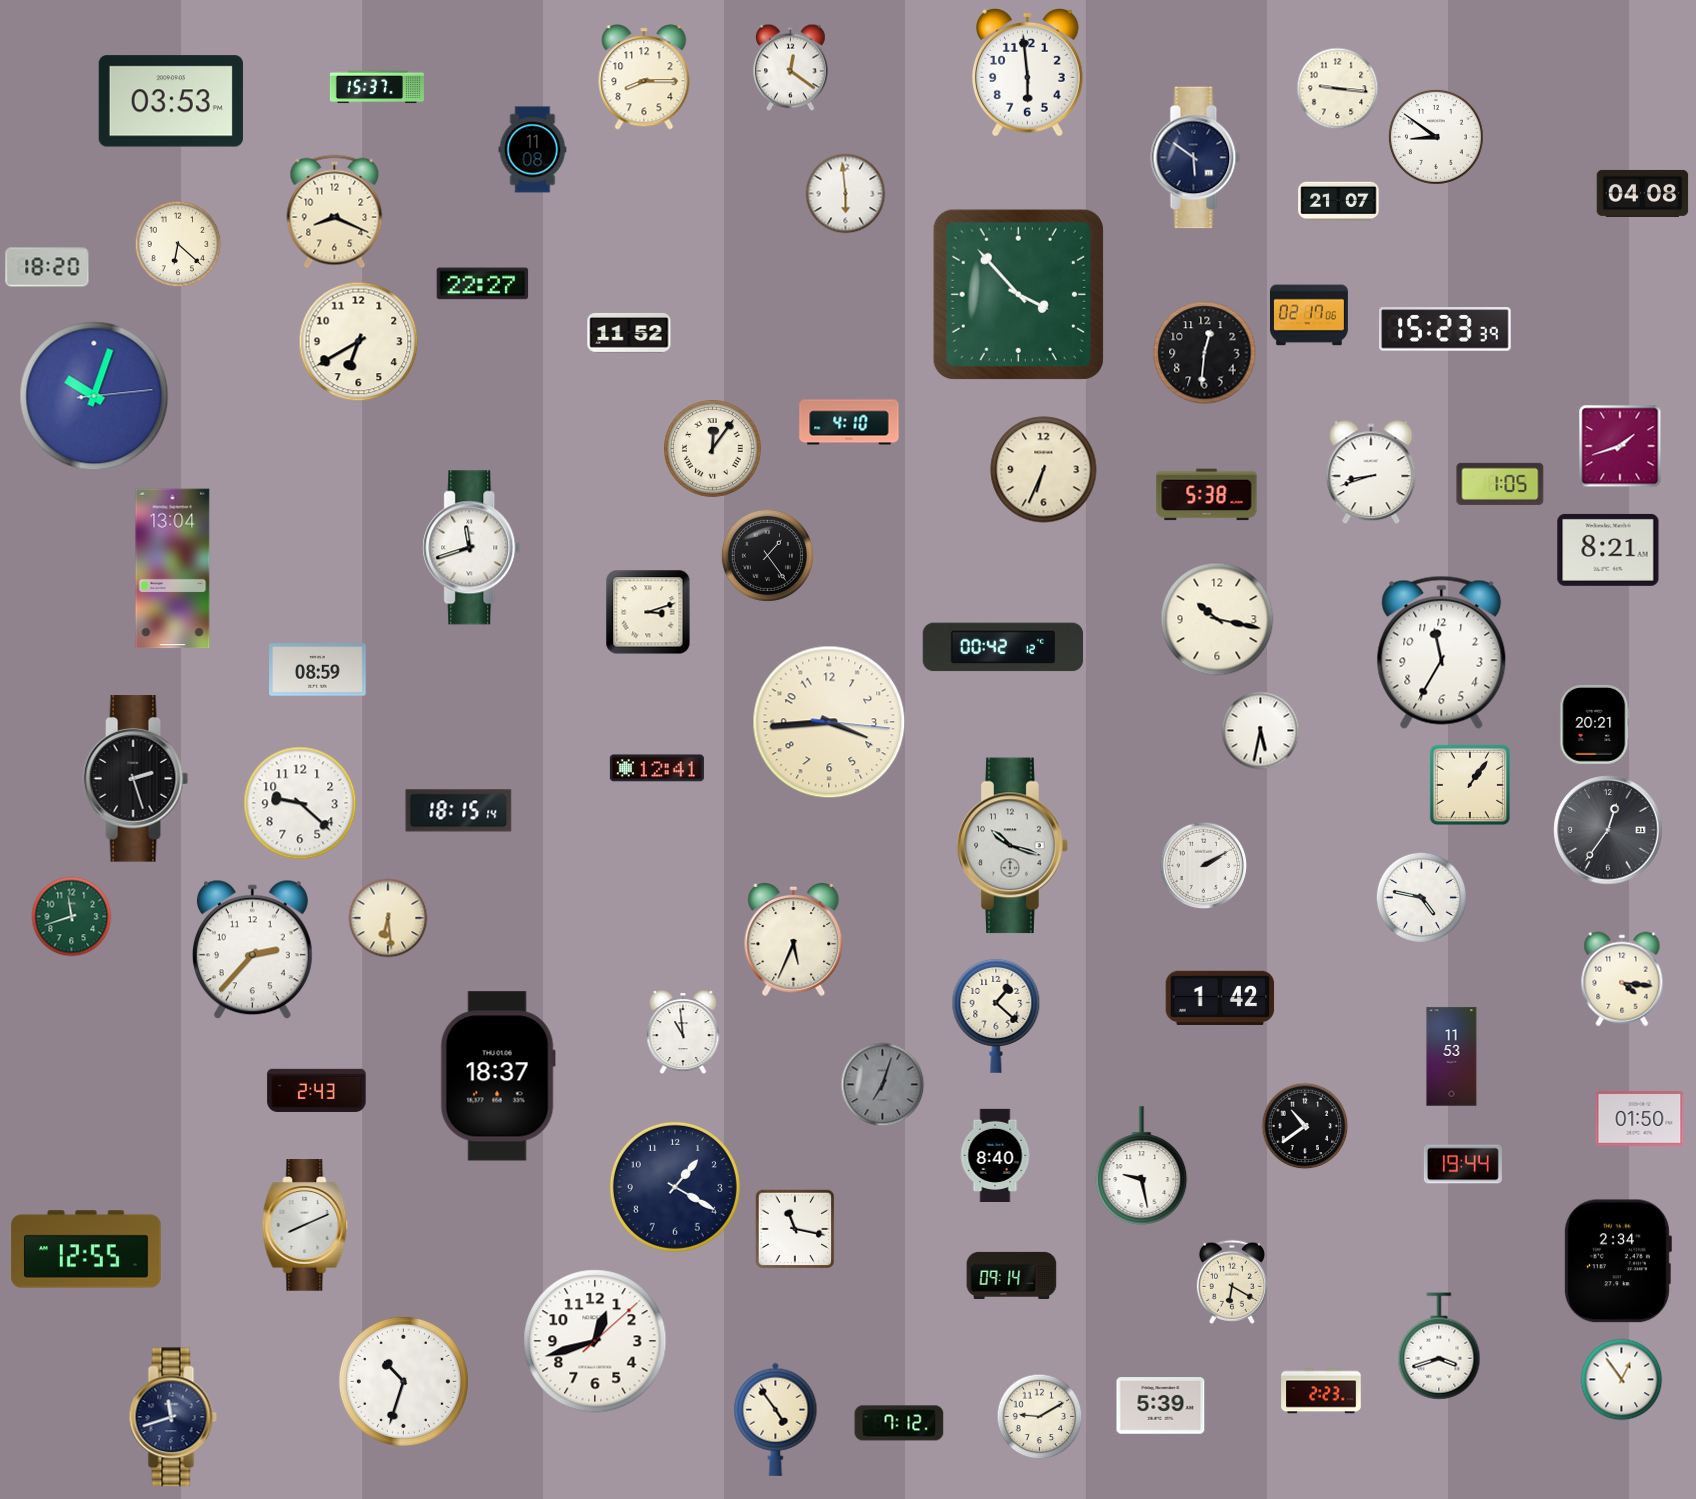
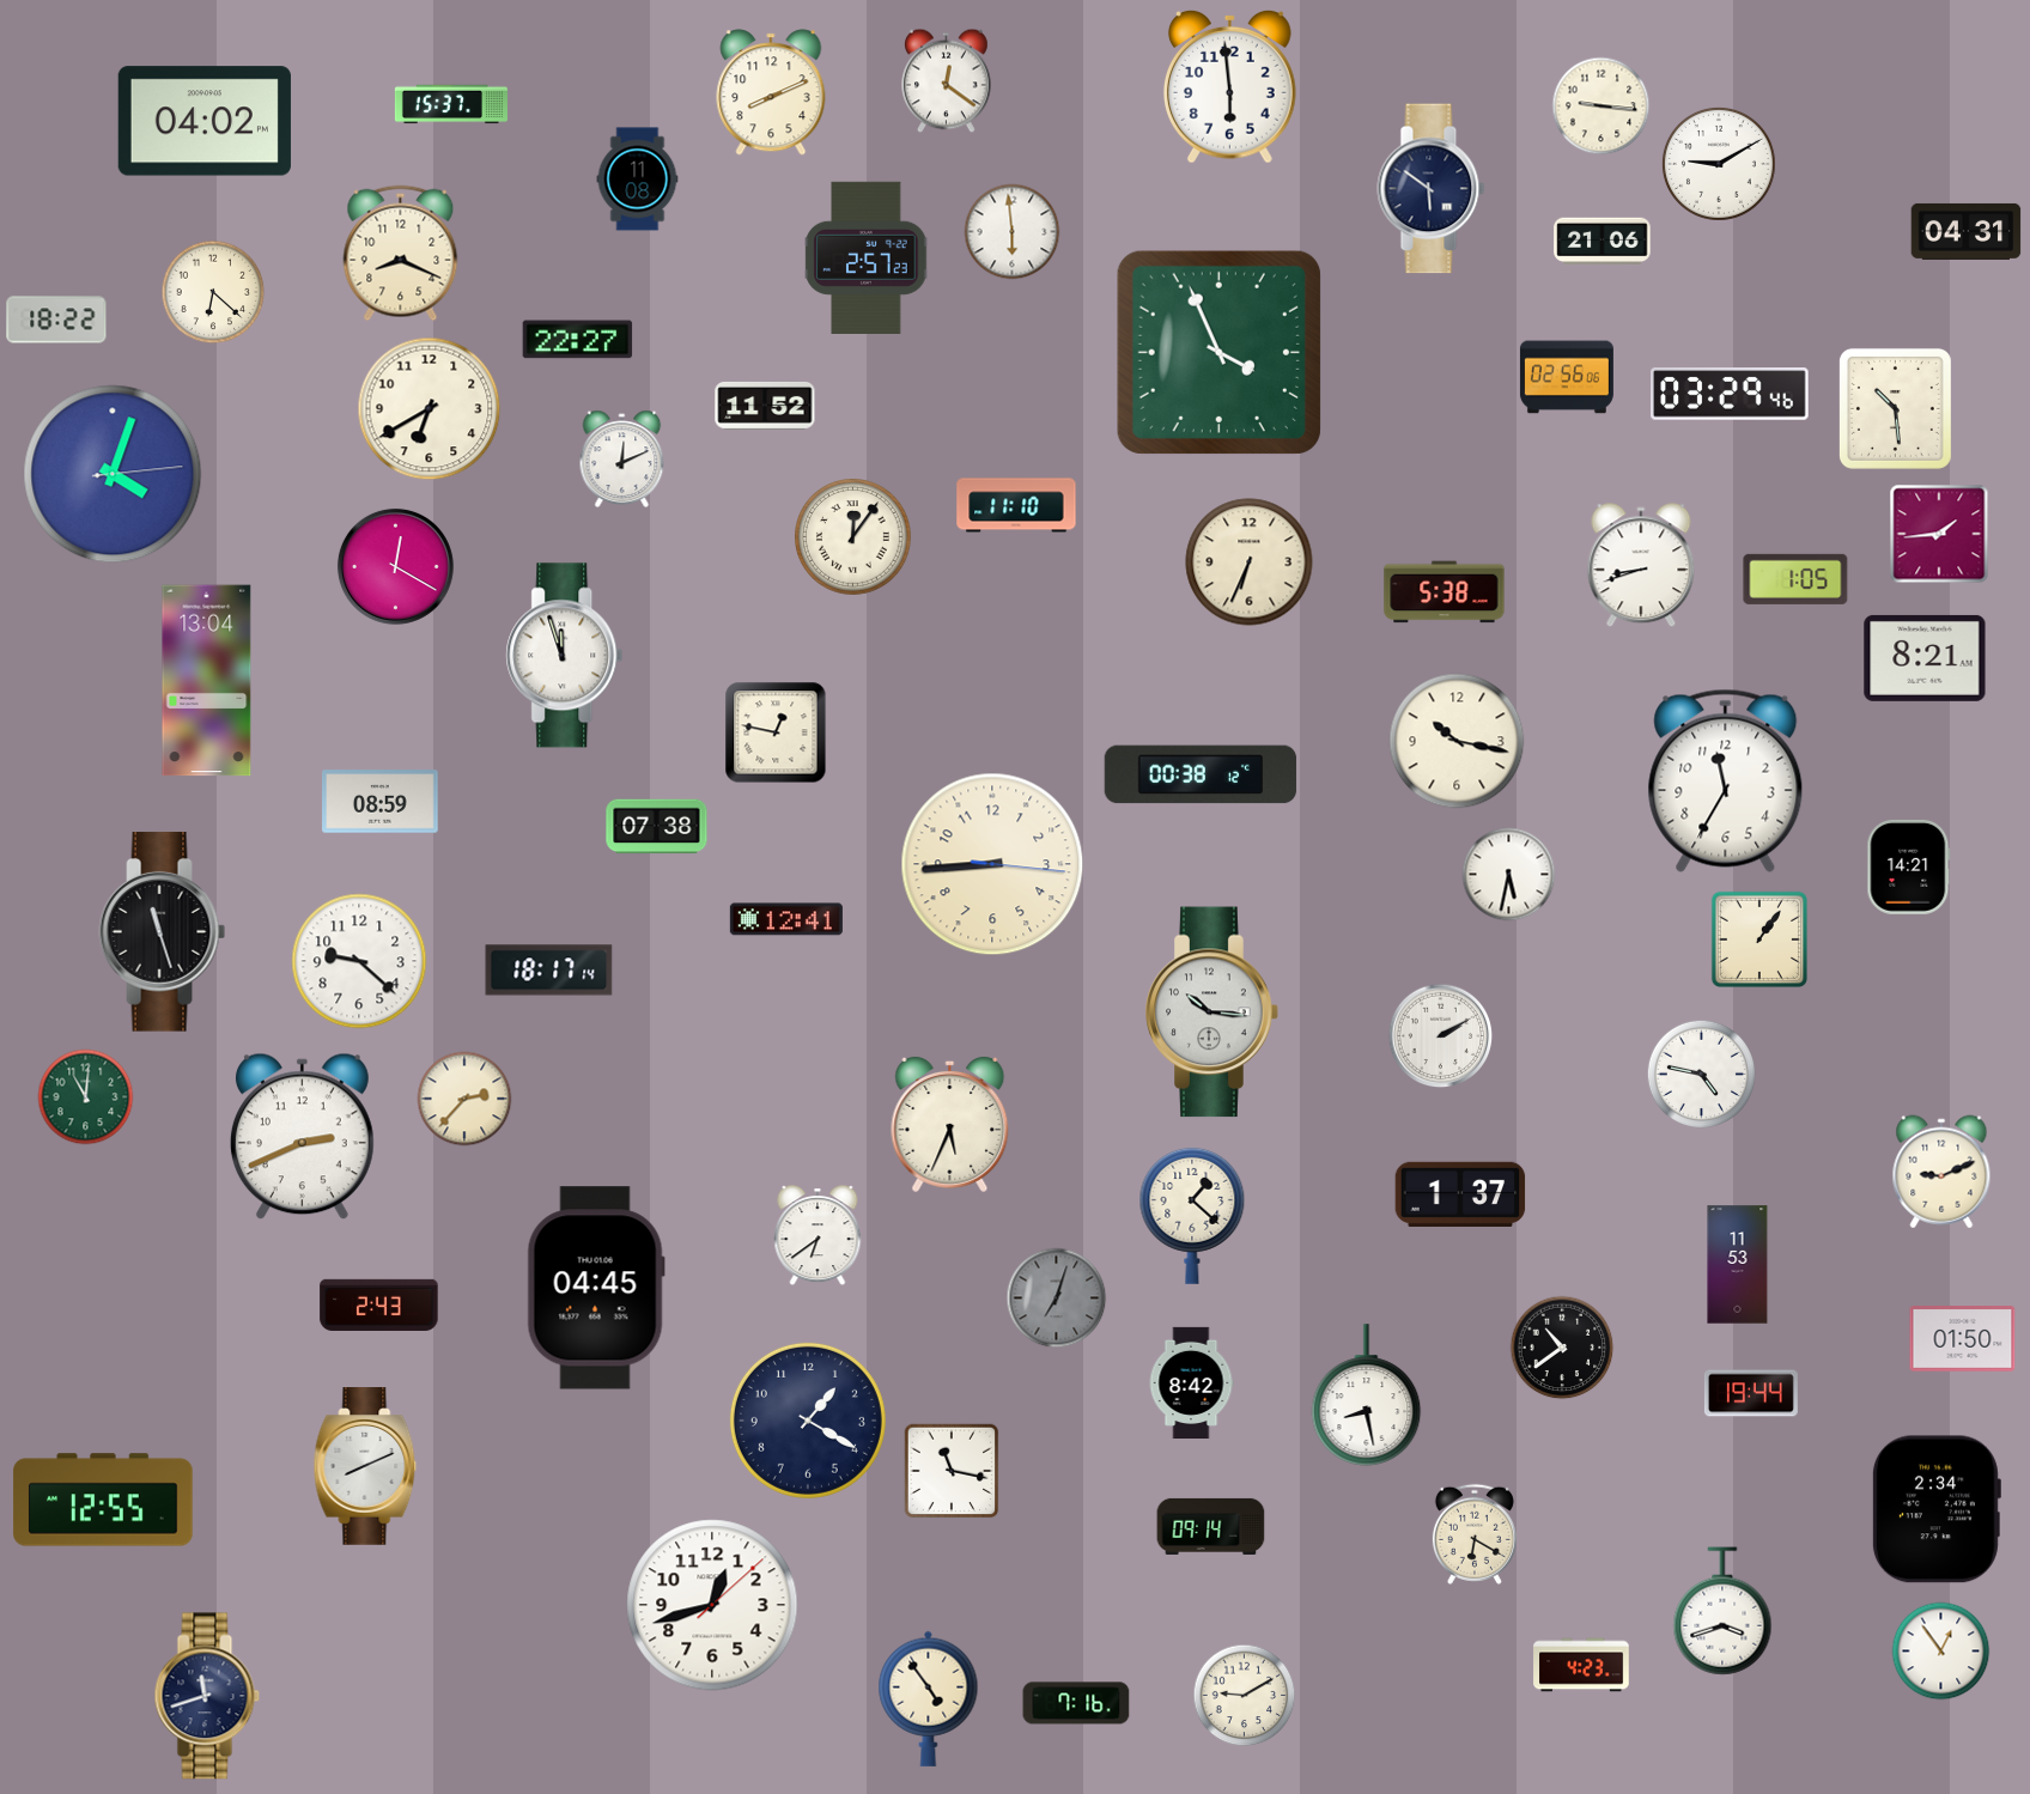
clock at (644, 77): 8:15 -> 8:11
clock at (171, 101): 03:53 -> 04:02
clock at (1436, 137): 8:51 -> 9:10
clock at (1643, 193): 04:08 -> 04:31
clock at (1339, 202): 21:07 -> 21:06
clock at (867, 257): none -> 2:57
clock at (47, 267): 18:20 -> 18:22
clock at (1018, 294): 3:53 -> 3:56
clock at (1309, 315): 02:17 -> 02:56
clock at (1445, 329): 15:23 -> 03:29
clock at (629, 333) position: (629, 333) -> (765, 406)
clock at (1895, 408): none -> 10:29
clock at (1205, 353): 12:31 -> none
clock at (622, 458): none -> 12:11
clock at (94, 396): 10:03 -> 4:03
clock at (849, 422): 4:10 -> 11:10
clock at (1620, 446): 1:42 -> 1:44
clock at (395, 566): none -> 12:20
clock at (472, 548): 11:42 -> 11:57
clock at (767, 555): 1:24 -> none
clock at (648, 612): 3:12 -> 12:47
clock at (1003, 647): 00:42 -> 00:38
clock at (657, 827): none -> 07:38
clock at (829, 722): 3:44 -> 8:44
clock at (1595, 724): 20:21 -> 14:21
clock at (136, 779): 2:27 -> 11:27
clock at (459, 811): 18:15 -> 18:17
clock at (1608, 830): 12:36 -> none
clock at (1013, 846): 10:18 -> 10:16
clock at (72, 917): 11:42 -> 11:01
clock at (388, 918): 6:29 -> 2:37
clock at (252, 950): 2:37 -> 2:41
clock at (1622, 979): 4:16 -> 9:11
clock at (1220, 998): 1:42 -> 1:37
clock at (683, 1033): 10:59 -> 6:39
clock at (498, 1076): 18:37 -> 04:45
clock at (995, 1155): 8:40 -> 8:42
clock at (1142, 1166): 9:28 -> 8:28
clock at (86, 1249) position: (86, 1249) -> (103, 1500)
clock at (403, 1381): 10:33 -> none
clock at (1321, 1391): 2:23 -> 4:23
clock at (1161, 1406): 5:39 -> none
clock at (899, 1423): 7:12 -> 7:16
